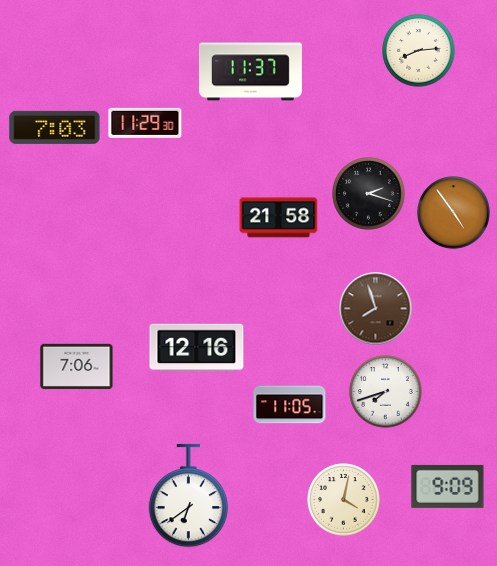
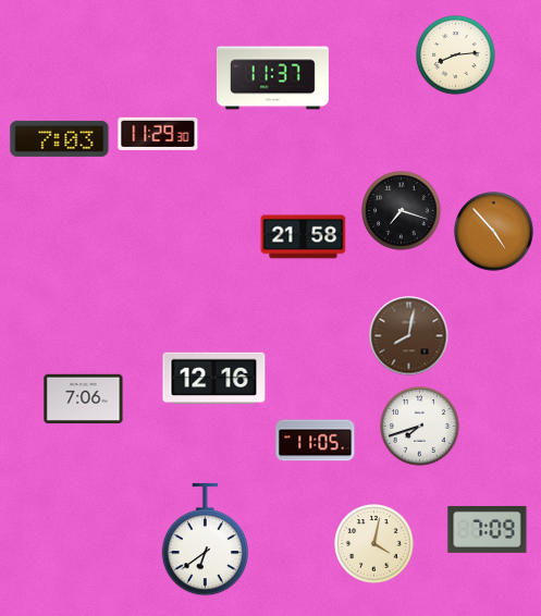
clock at (369, 194): 2:18 -> 7:18
clock at (454, 213): 4:54 -> 4:53
clock at (376, 309): 7:57 -> 8:02
clock at (448, 486): 9:09 -> 7:09
